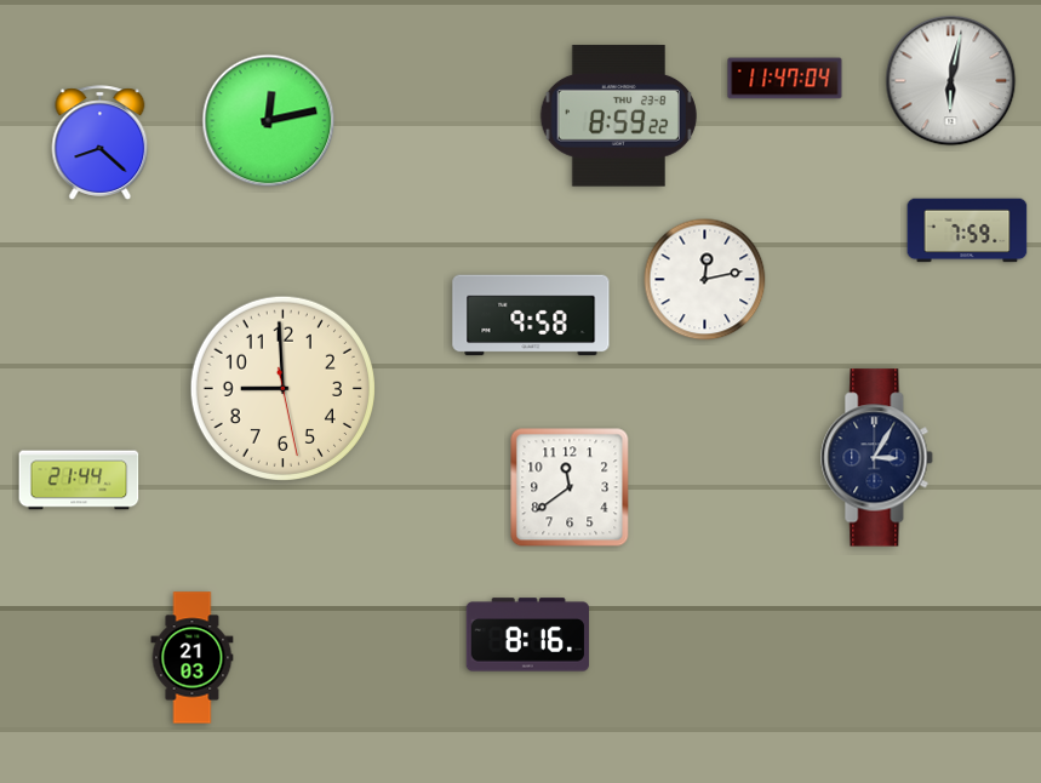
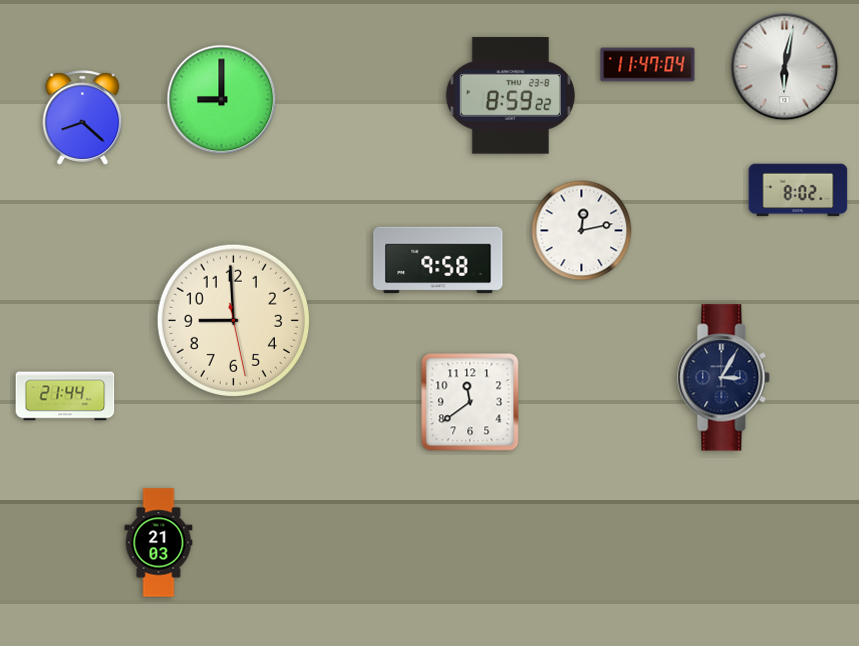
clock at (269, 121): 12:13 -> 9:00
clock at (967, 230): 7:59 -> 8:02
clock at (527, 635): 8:16 -> none
